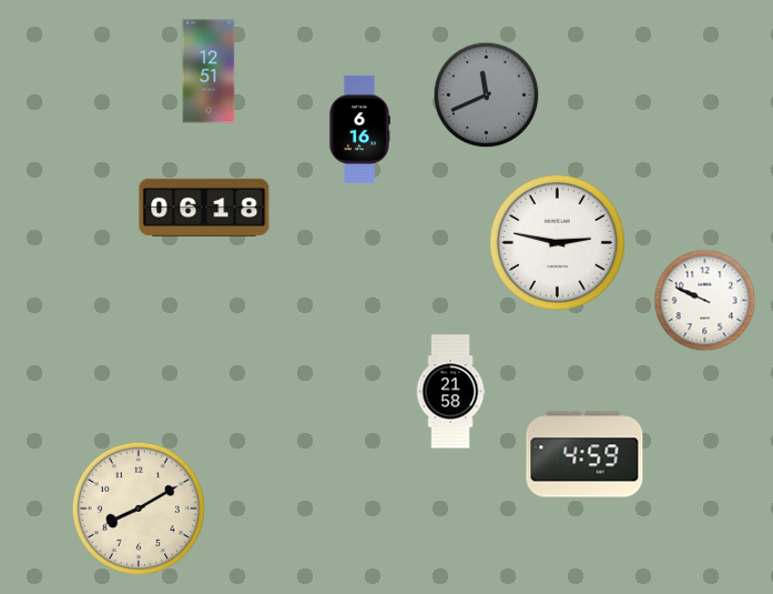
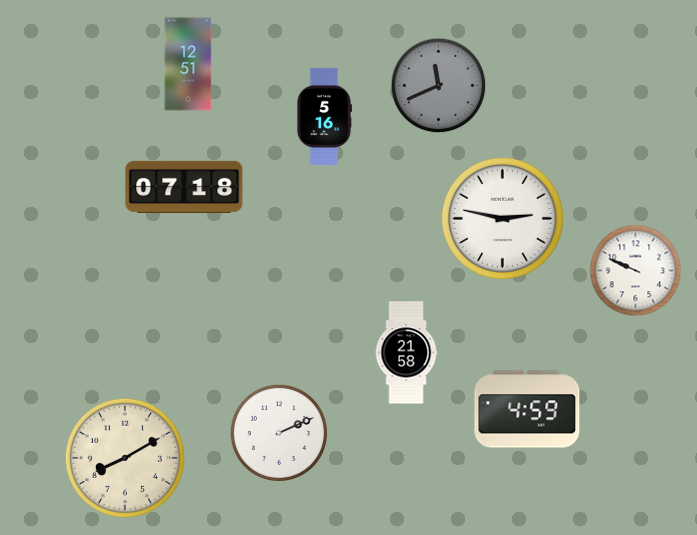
clock at (359, 129): 6:16 -> 5:16
clock at (204, 208): 06:18 -> 07:18
clock at (278, 432): none -> 2:11
